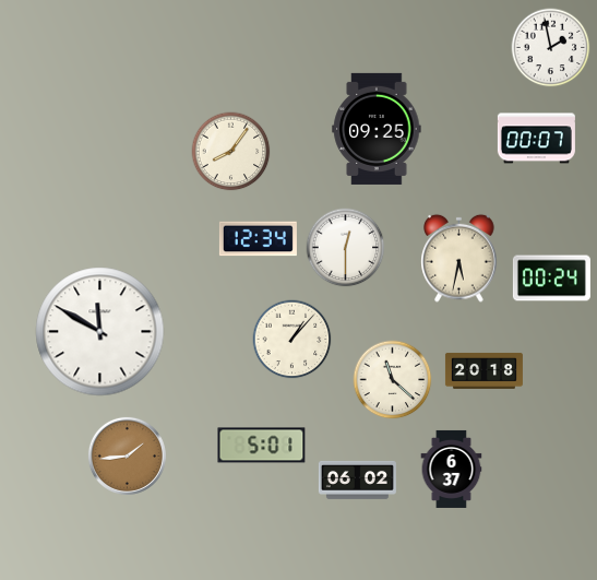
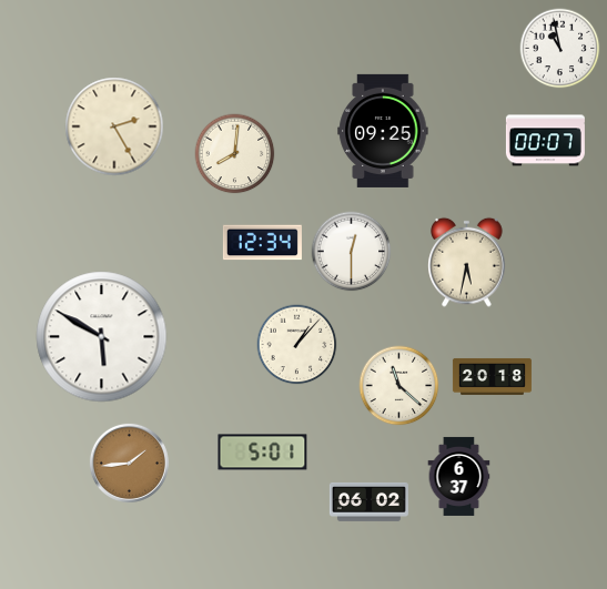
clock at (551, 48): 1:58 -> 10:58
clock at (114, 126): none -> 2:25
clock at (231, 152): 8:06 -> 8:01
clock at (551, 279): 00:24 -> none
clock at (100, 332): 11:50 -> 5:50
clock at (262, 446) position: (262, 446) -> (263, 453)
clock at (357, 480) position: (357, 480) -> (368, 501)
